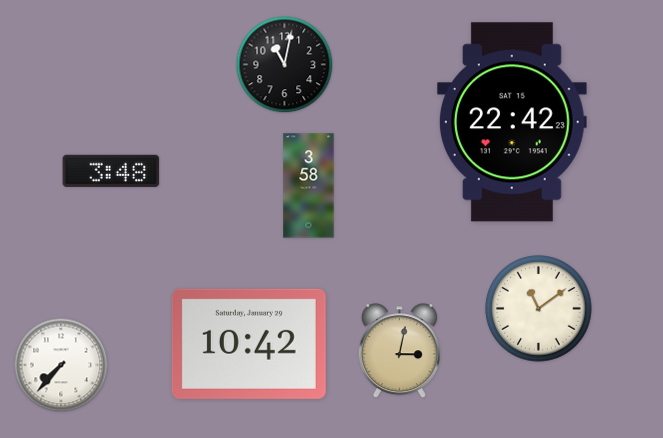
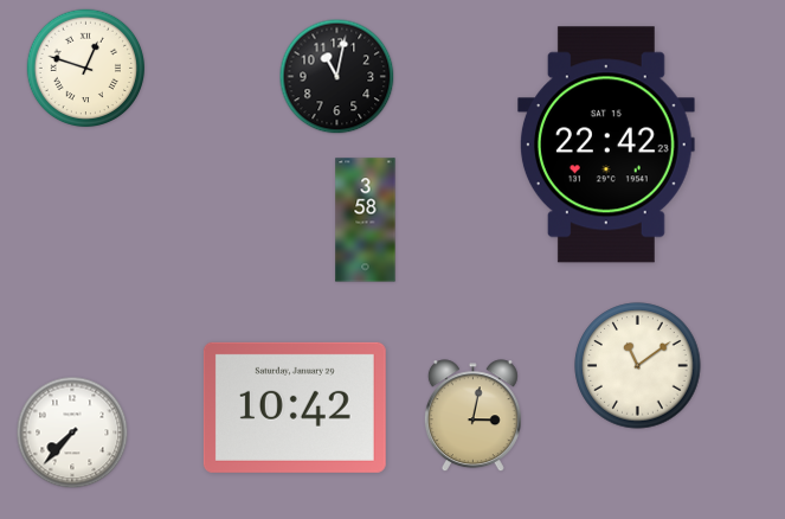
clock at (86, 69): none -> 12:48
clock at (111, 171): 3:48 -> none
